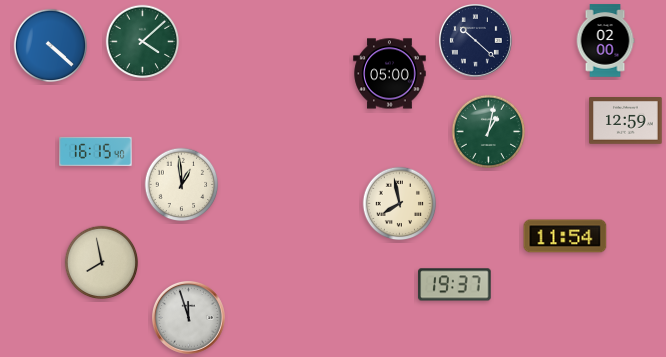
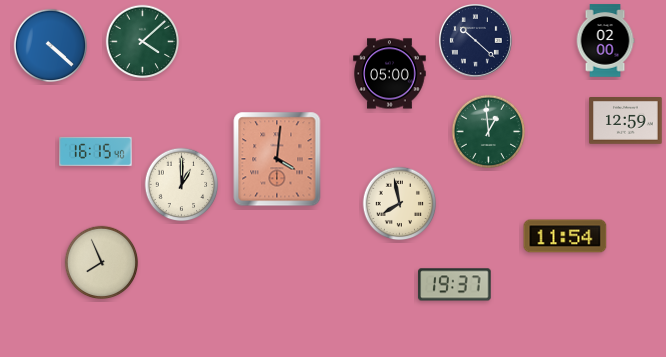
clock at (489, 132): 1:02 -> 12:59
clock at (277, 159): none -> 4:01
clock at (182, 185): 12:59 -> 1:00
clock at (102, 263): 7:58 -> 7:56
clock at (189, 318): 11:57 -> none
